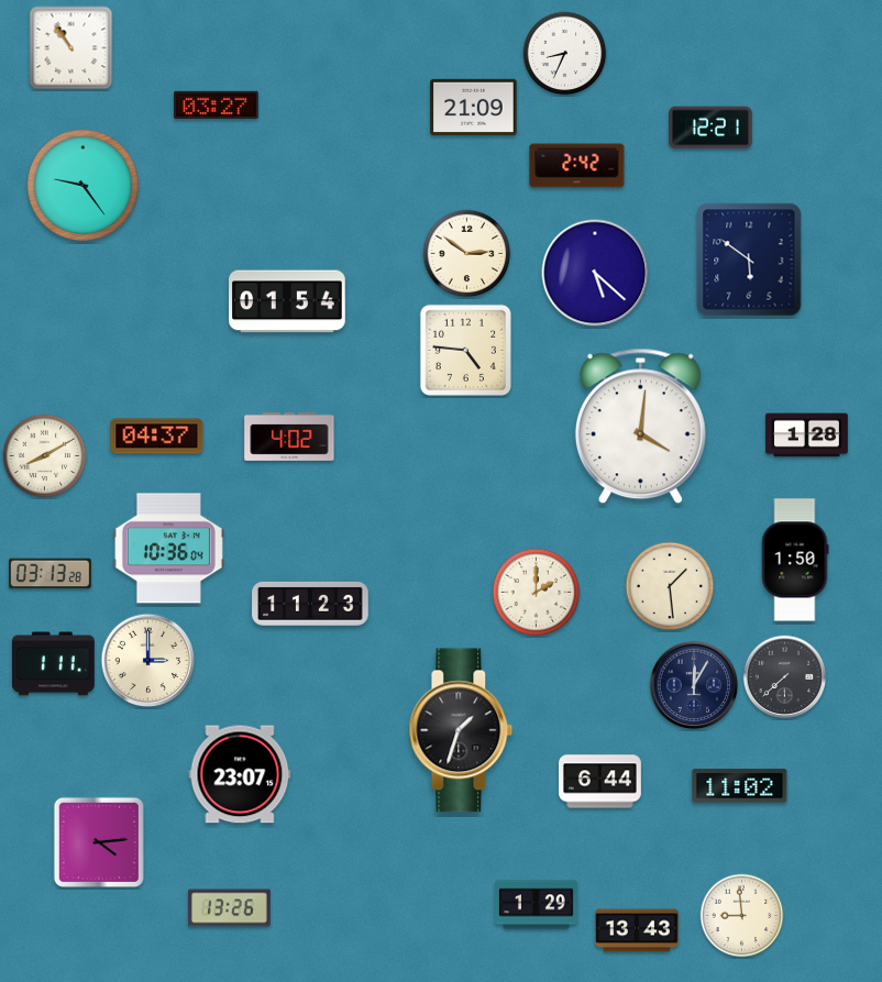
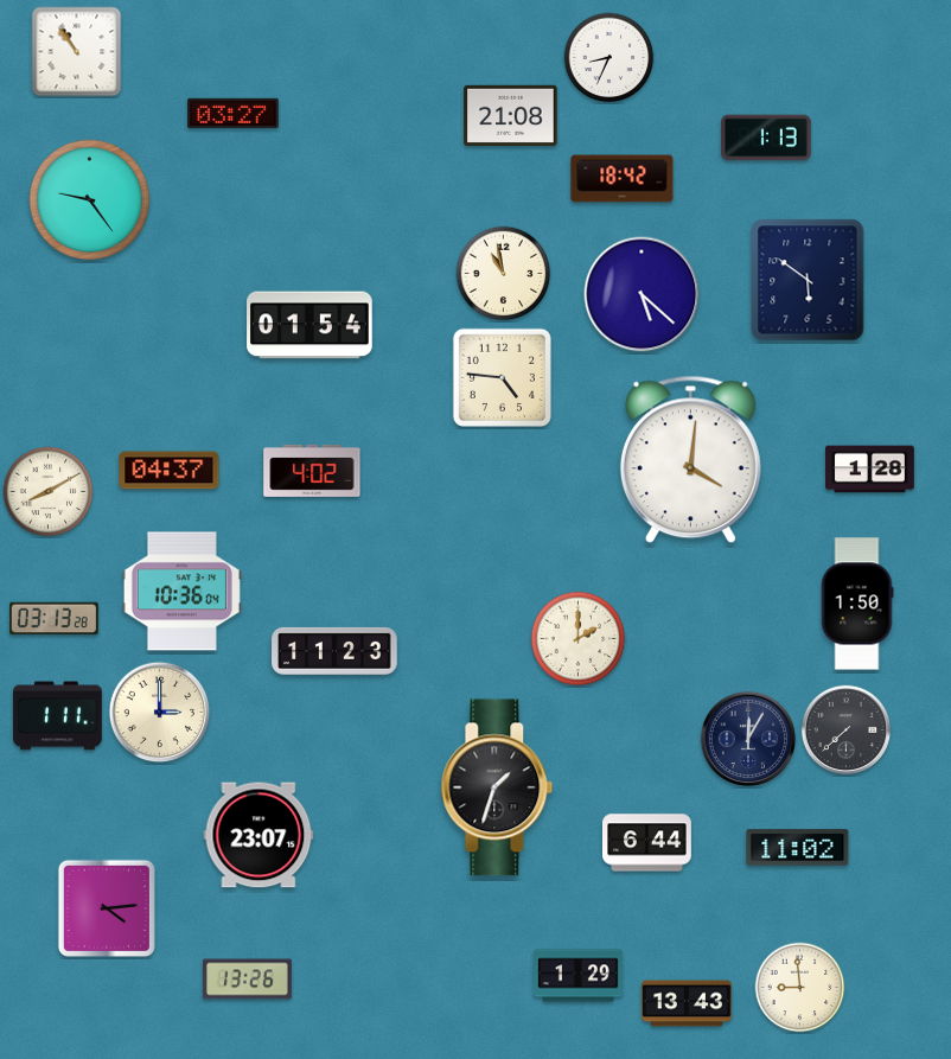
clock at (474, 107): 21:09 -> 21:08
clock at (710, 128): 12:21 -> 1:13
clock at (577, 166): 2:42 -> 18:42
clock at (467, 254): 2:51 -> 10:58
clock at (670, 586): 1:29 -> none
